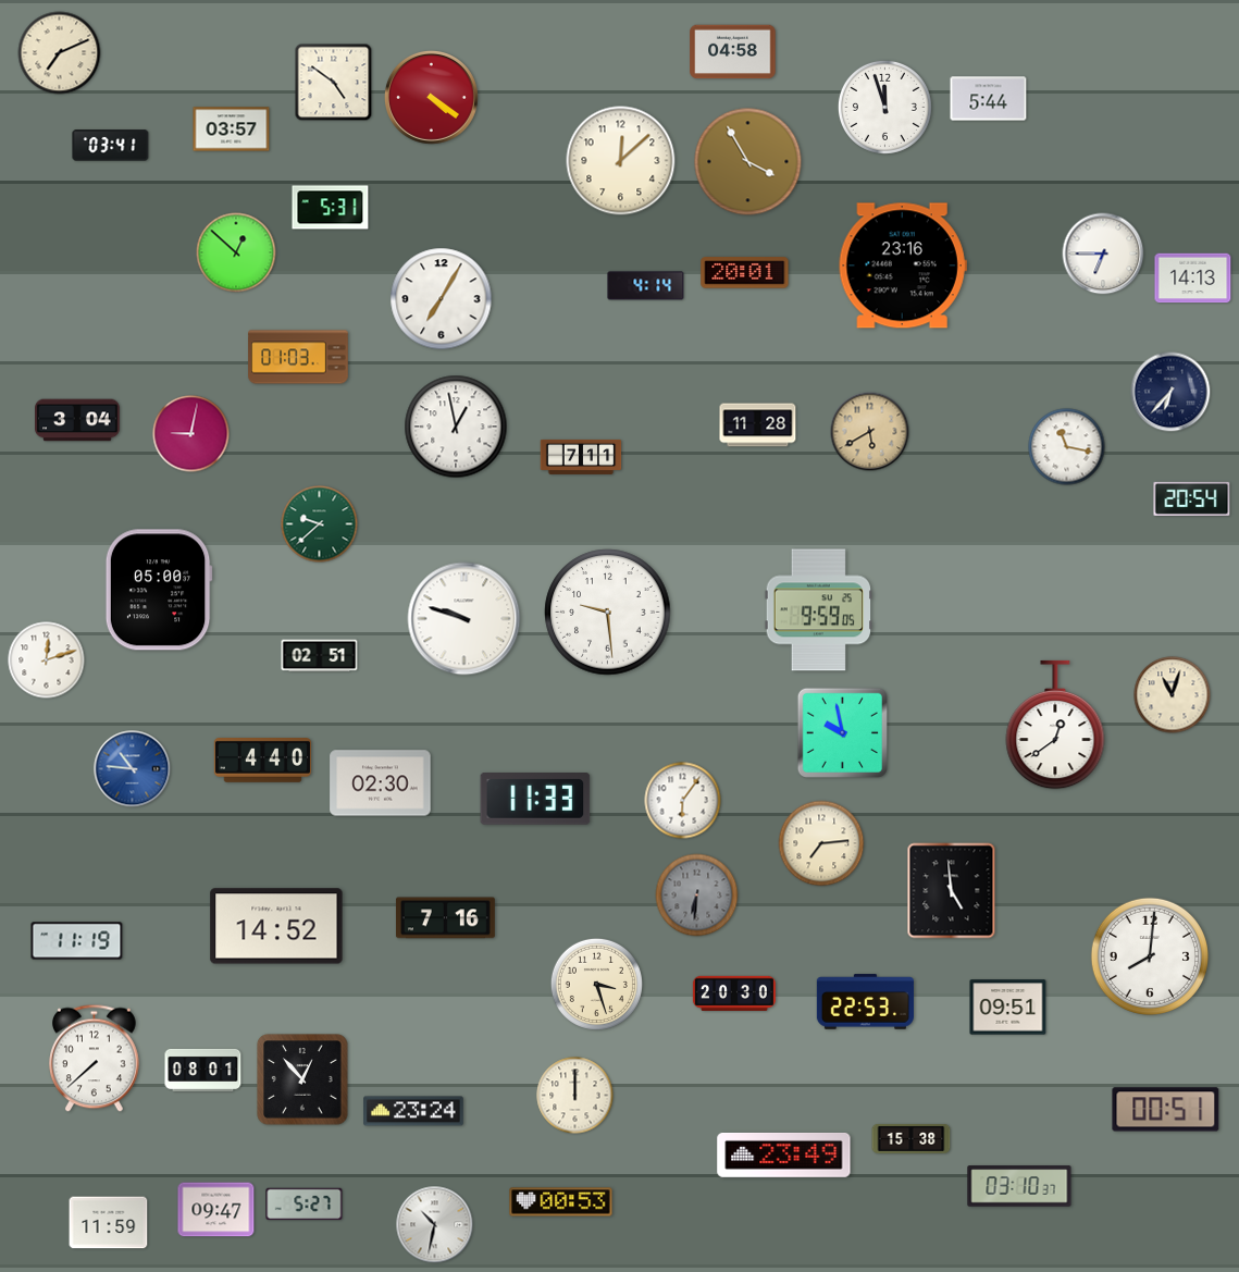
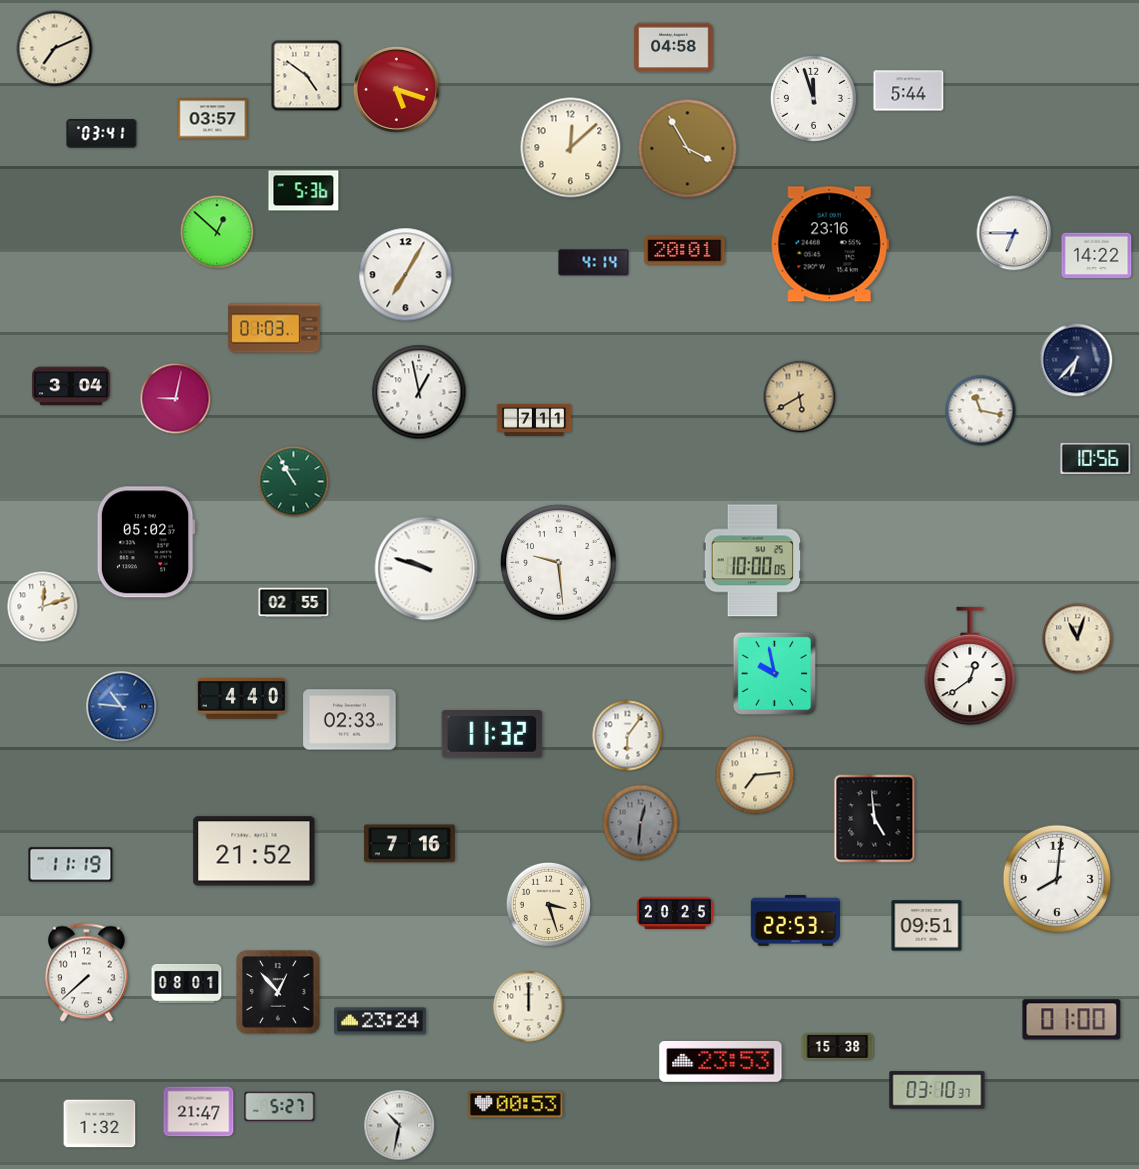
clock at (431, 97): 4:21 -> 5:18
clock at (331, 208): 5:31 -> 5:36
clock at (1193, 279): 14:13 -> 14:22
clock at (758, 425): 11:28 -> none
clock at (1192, 498): 20:54 -> 10:56
clock at (320, 524): 9:38 -> 10:55
clock at (159, 590): 05:00 -> 05:02
clock at (819, 610): 9:59 -> 10:00
clock at (320, 656): 02:51 -> 02:55
clock at (381, 783): 02:30 -> 02:33
clock at (535, 800): 11:33 -> 11:32
clock at (697, 896): 6:31 -> 12:31
clock at (276, 926): 14:52 -> 21:52
clock at (734, 993): 20:30 -> 20:25
clock at (1166, 1110): 00:51 -> 01:00
clock at (784, 1154): 23:49 -> 23:53
clock at (216, 1210): 09:47 -> 21:47
clock at (109, 1223): 11:59 -> 1:32
